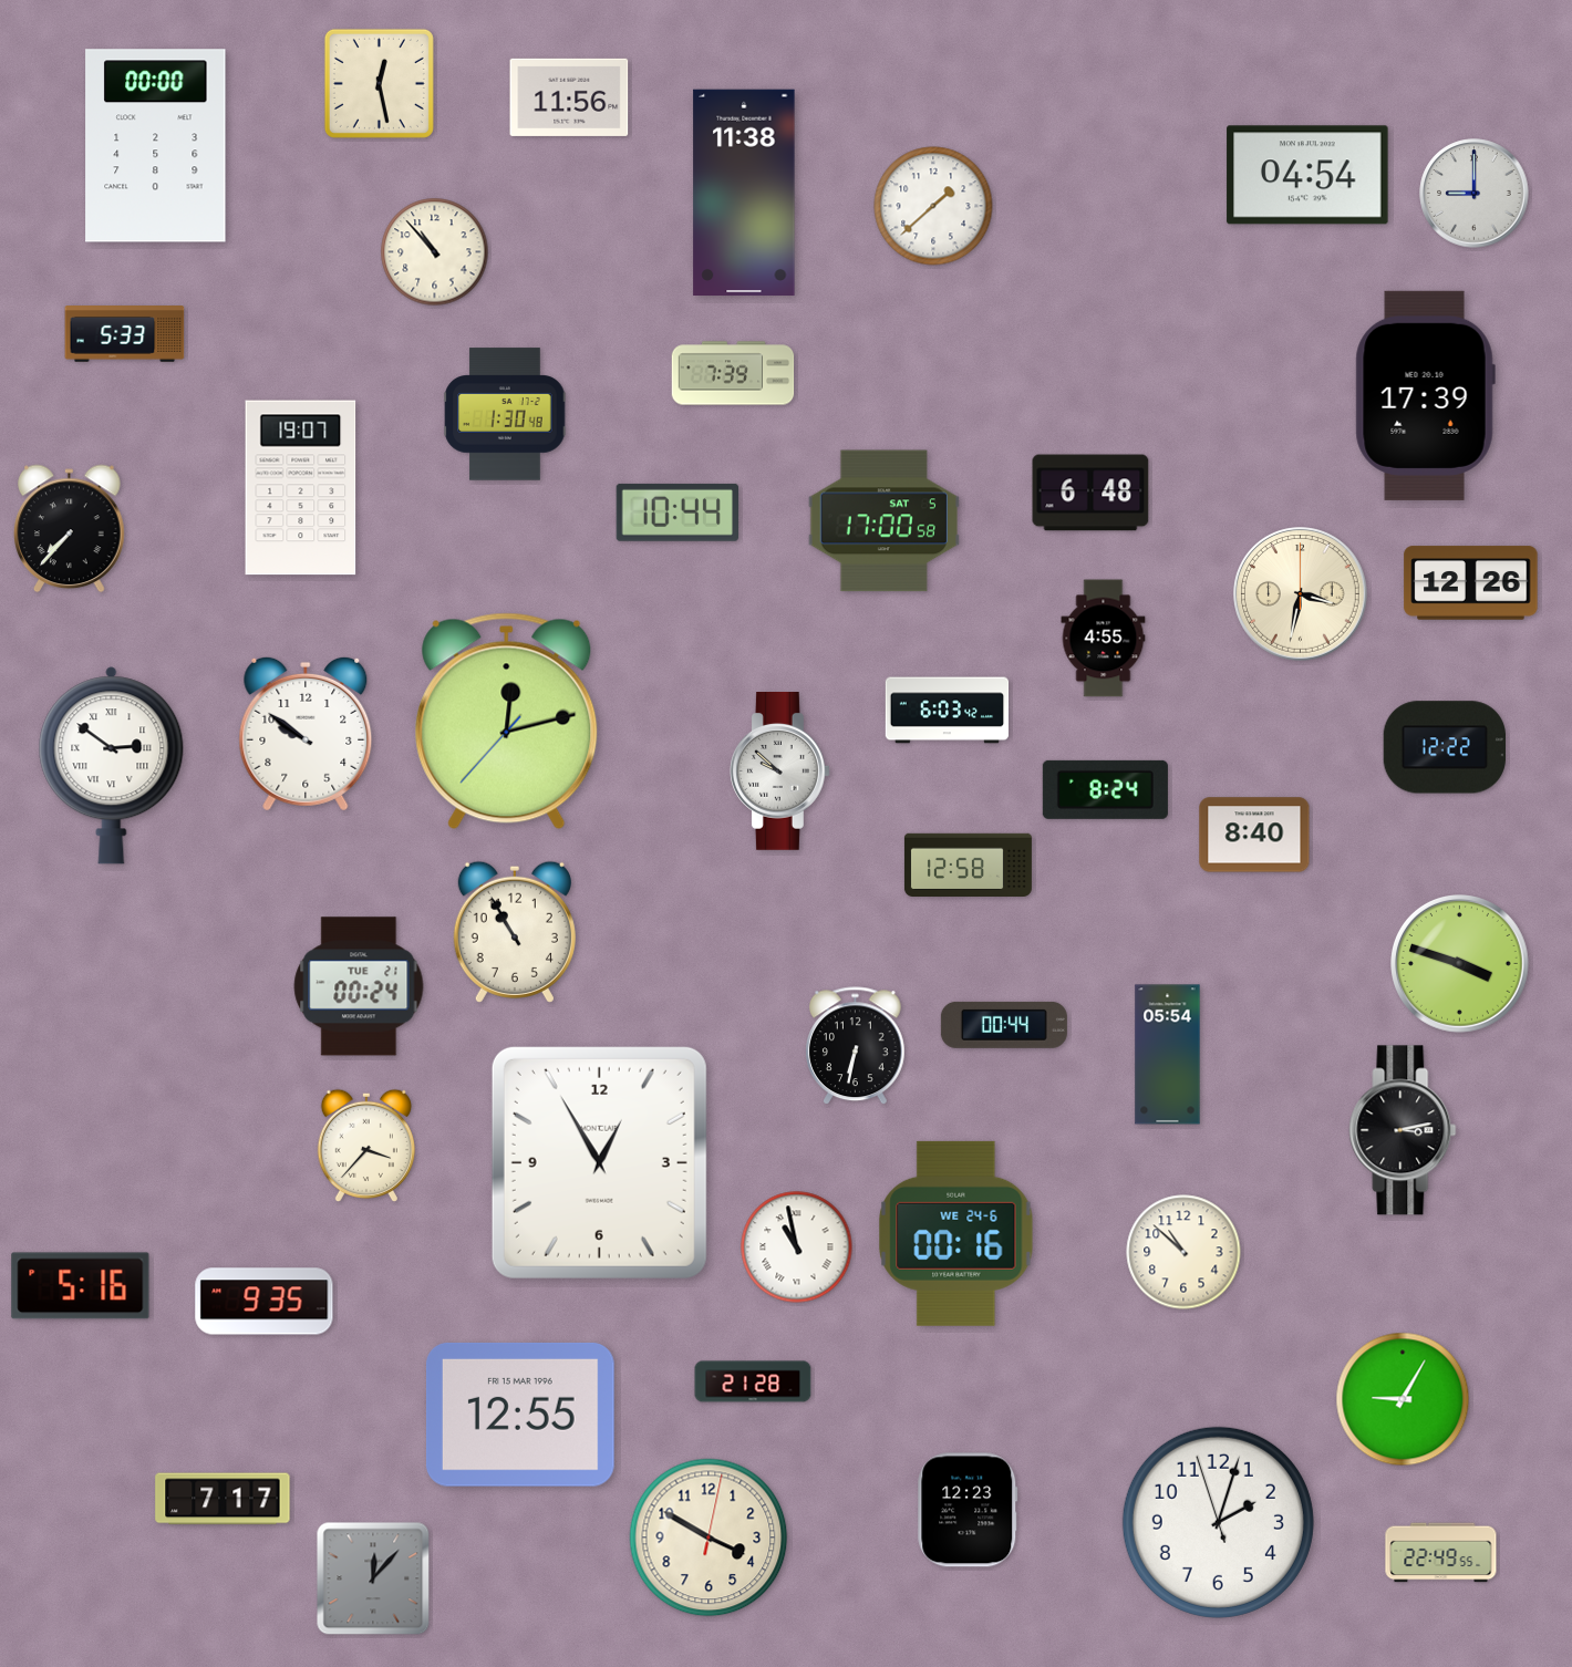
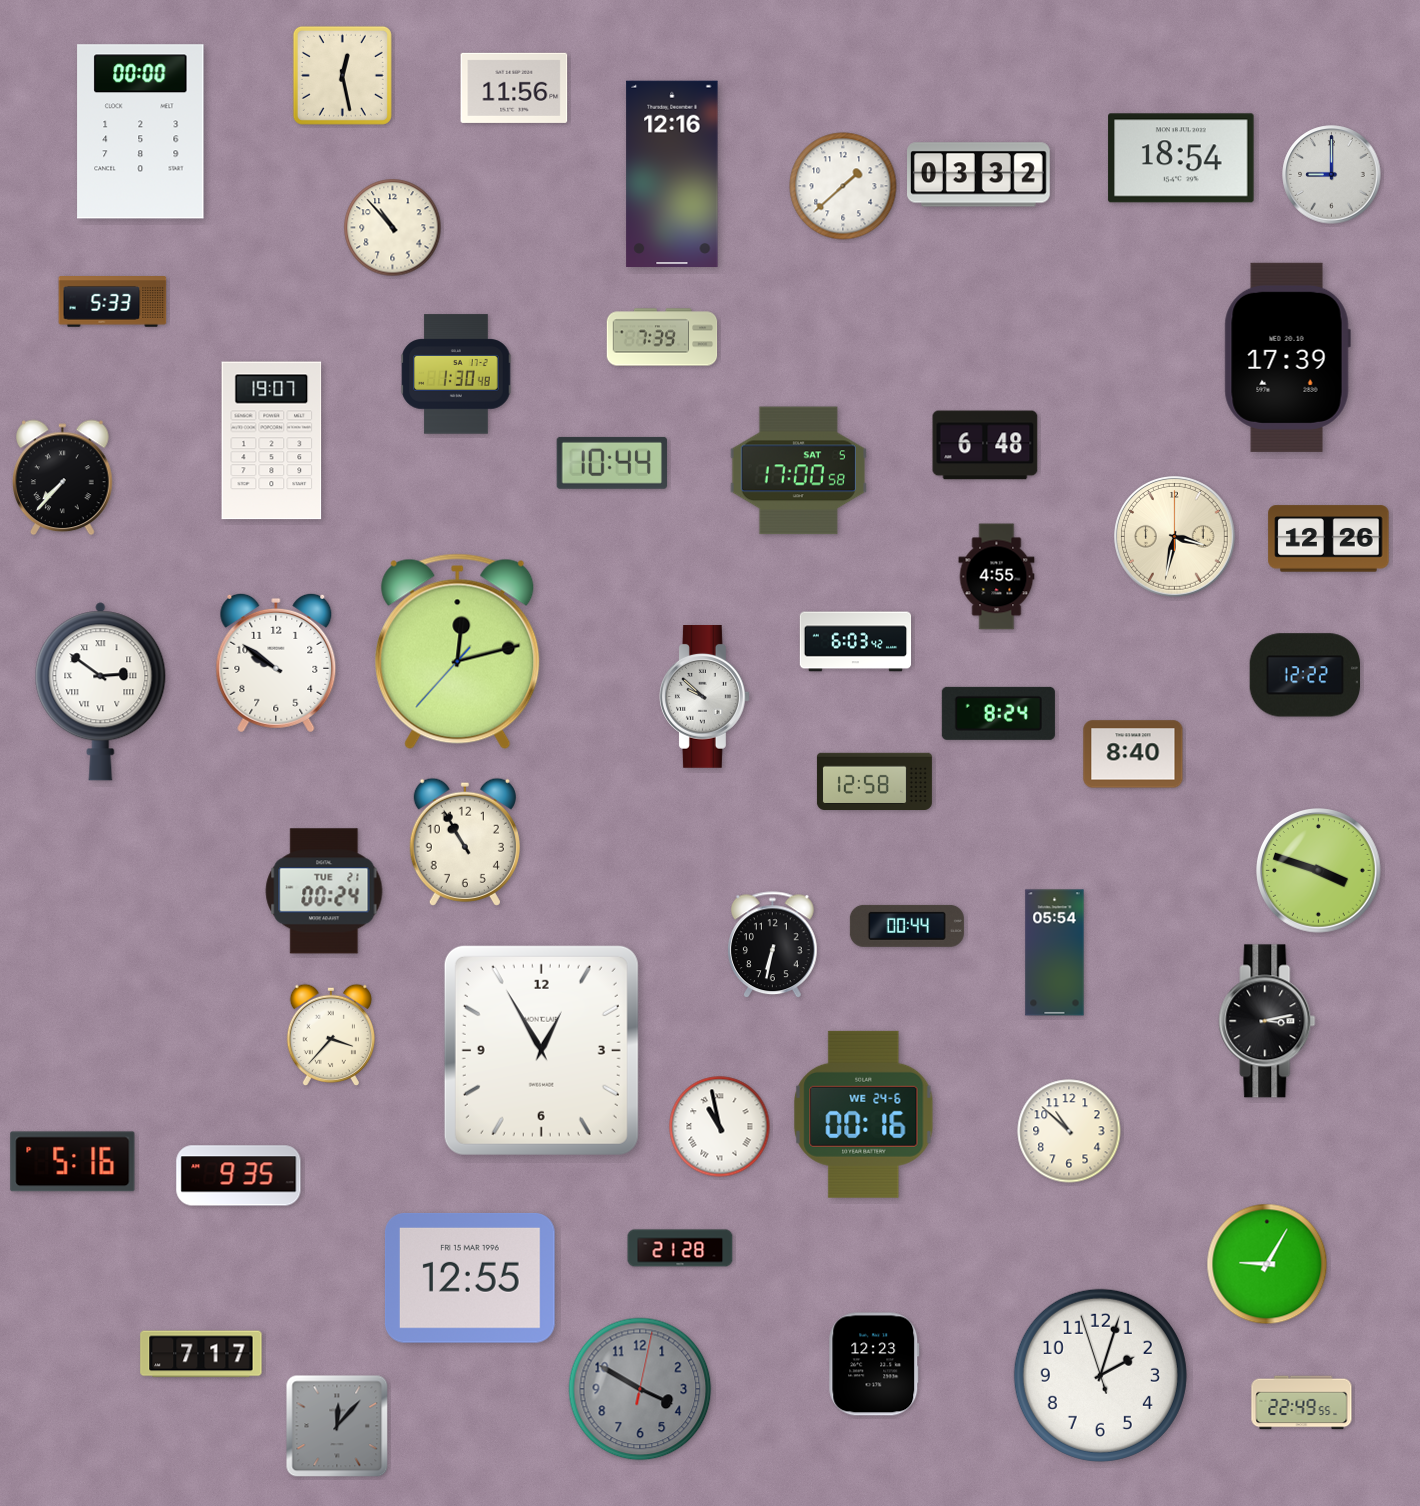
clock at (1307, 175): 04:54 -> 18:54
clock at (744, 191): 11:38 -> 12:16
clock at (979, 175): none -> 03:32
clock at (1471, 583) position: (1471, 583) -> (1329, 539)
clock at (709, 1537) dial: cream -> grey
